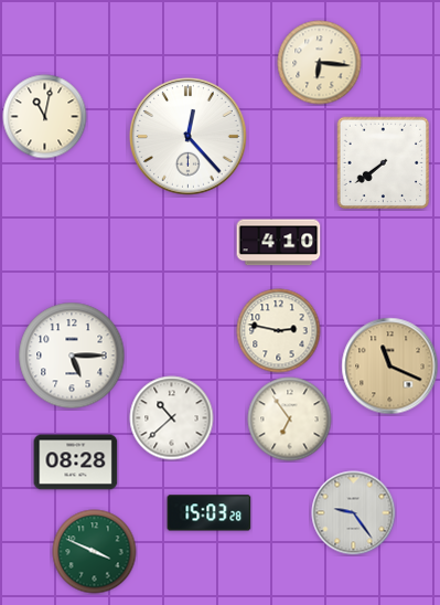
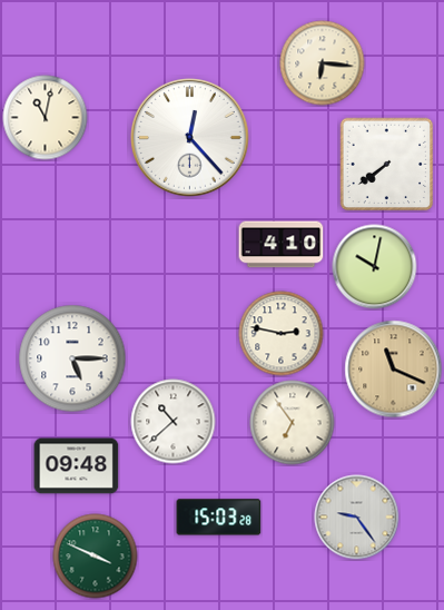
clock at (375, 267): none -> 10:02
clock at (76, 463): 08:28 -> 09:48
clock at (210, 513) position: (210, 513) -> (219, 518)
